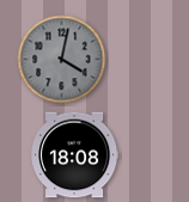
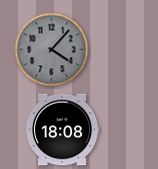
clock at (62, 60): 4:02 -> 4:07
